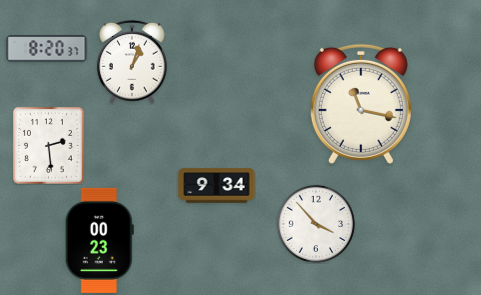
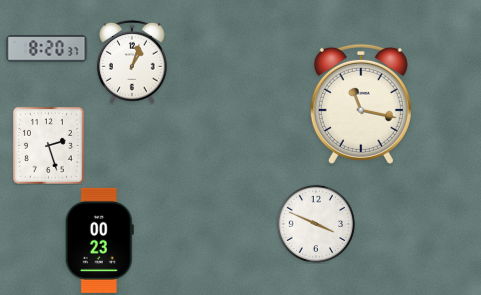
clock at (48, 145): 2:29 -> 2:27
clock at (217, 186): 9:34 -> none
clock at (315, 223): 3:53 -> 3:49
